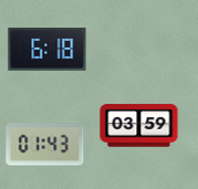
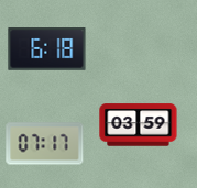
clock at (45, 145): 01:43 -> 07:17
